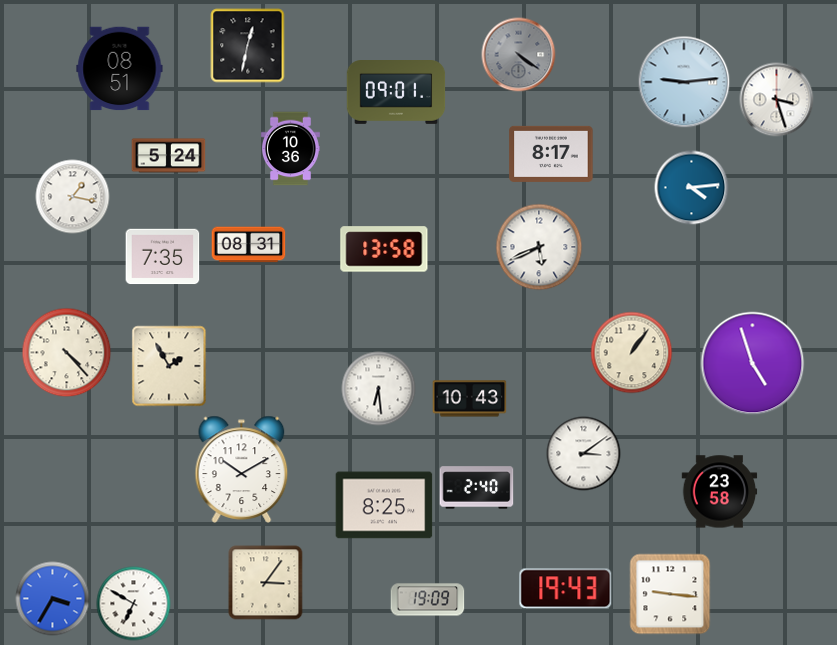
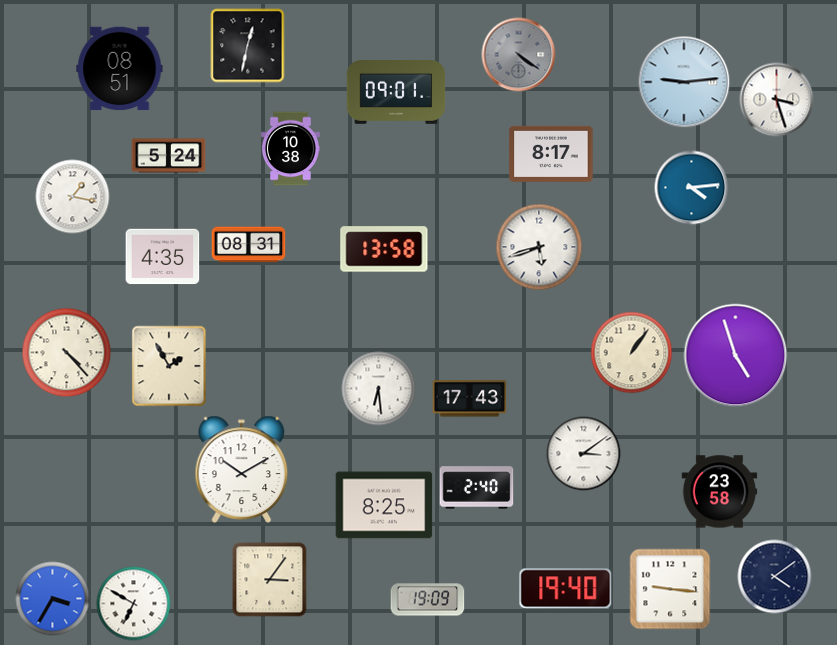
clock at (290, 149): 10:36 -> 10:38
clock at (539, 247): 5:41 -> 5:42
clock at (163, 257): 7:35 -> 4:35
clock at (753, 364) position: (753, 364) -> (736, 356)
clock at (470, 399): 10:43 -> 17:43
clock at (775, 577): none -> 4:09
clock at (266, 583) position: (266, 583) -> (270, 580)
clock at (566, 589): 19:43 -> 19:40
clock at (670, 594) position: (670, 594) -> (670, 589)
